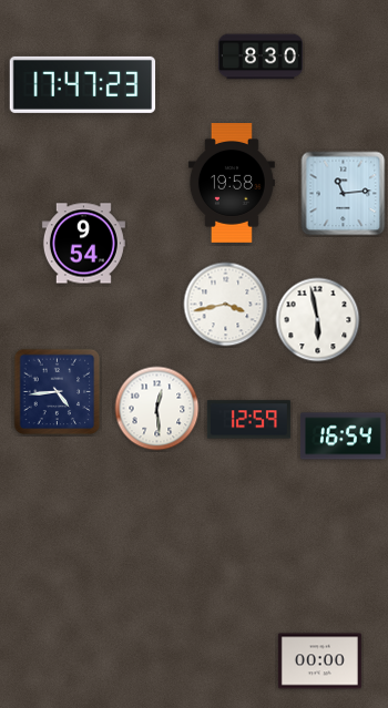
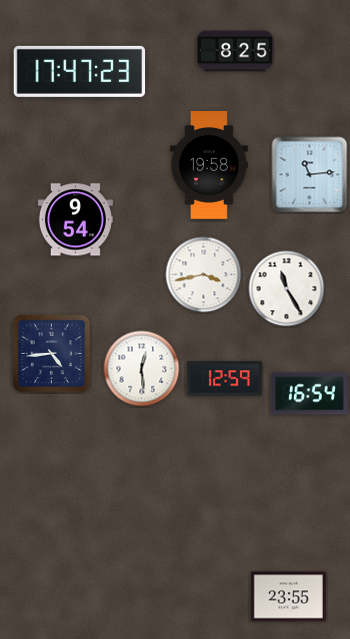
clock at (261, 57): 8:30 -> 8:25
clock at (83, 84) position: (83, 84) -> (80, 71)
clock at (318, 320): 5:58 -> 11:25
clock at (319, 661): 00:00 -> 23:55
